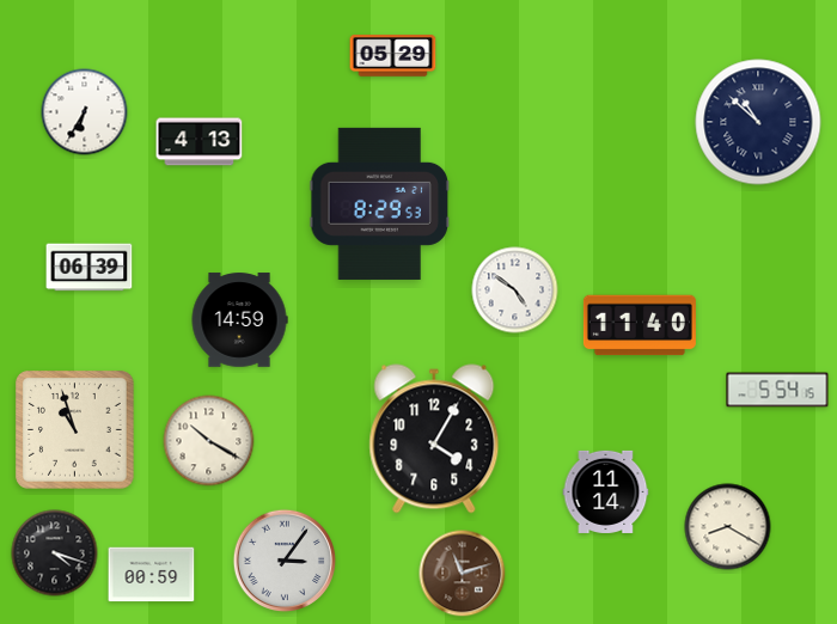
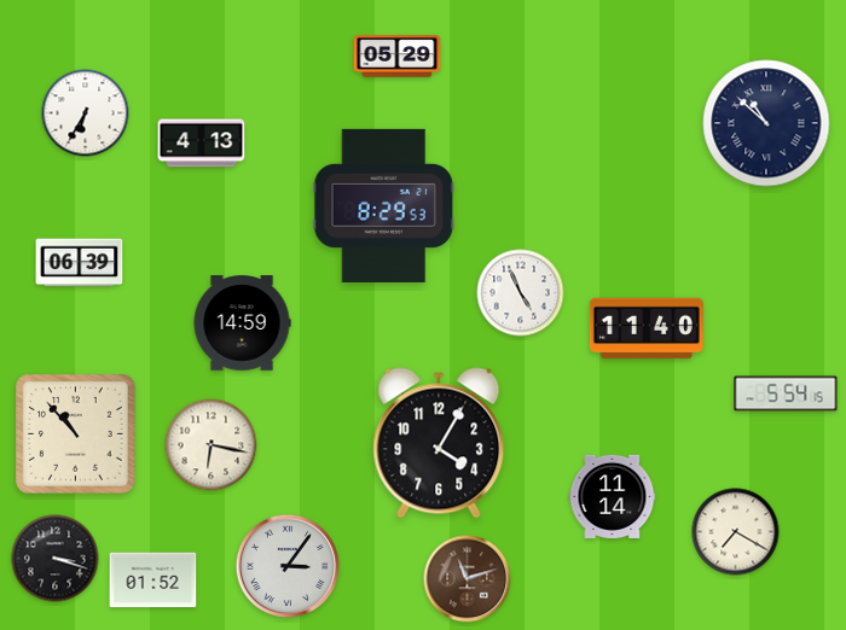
clock at (90, 268) position: (90, 268) -> (80, 263)
clock at (515, 290): 4:51 -> 4:56
clock at (75, 430): 10:57 -> 10:53
clock at (209, 441): 10:20 -> 6:17
clock at (728, 527): 8:20 -> 7:20
clock at (55, 553): 4:18 -> 3:18
clock at (152, 575): 00:59 -> 01:52
